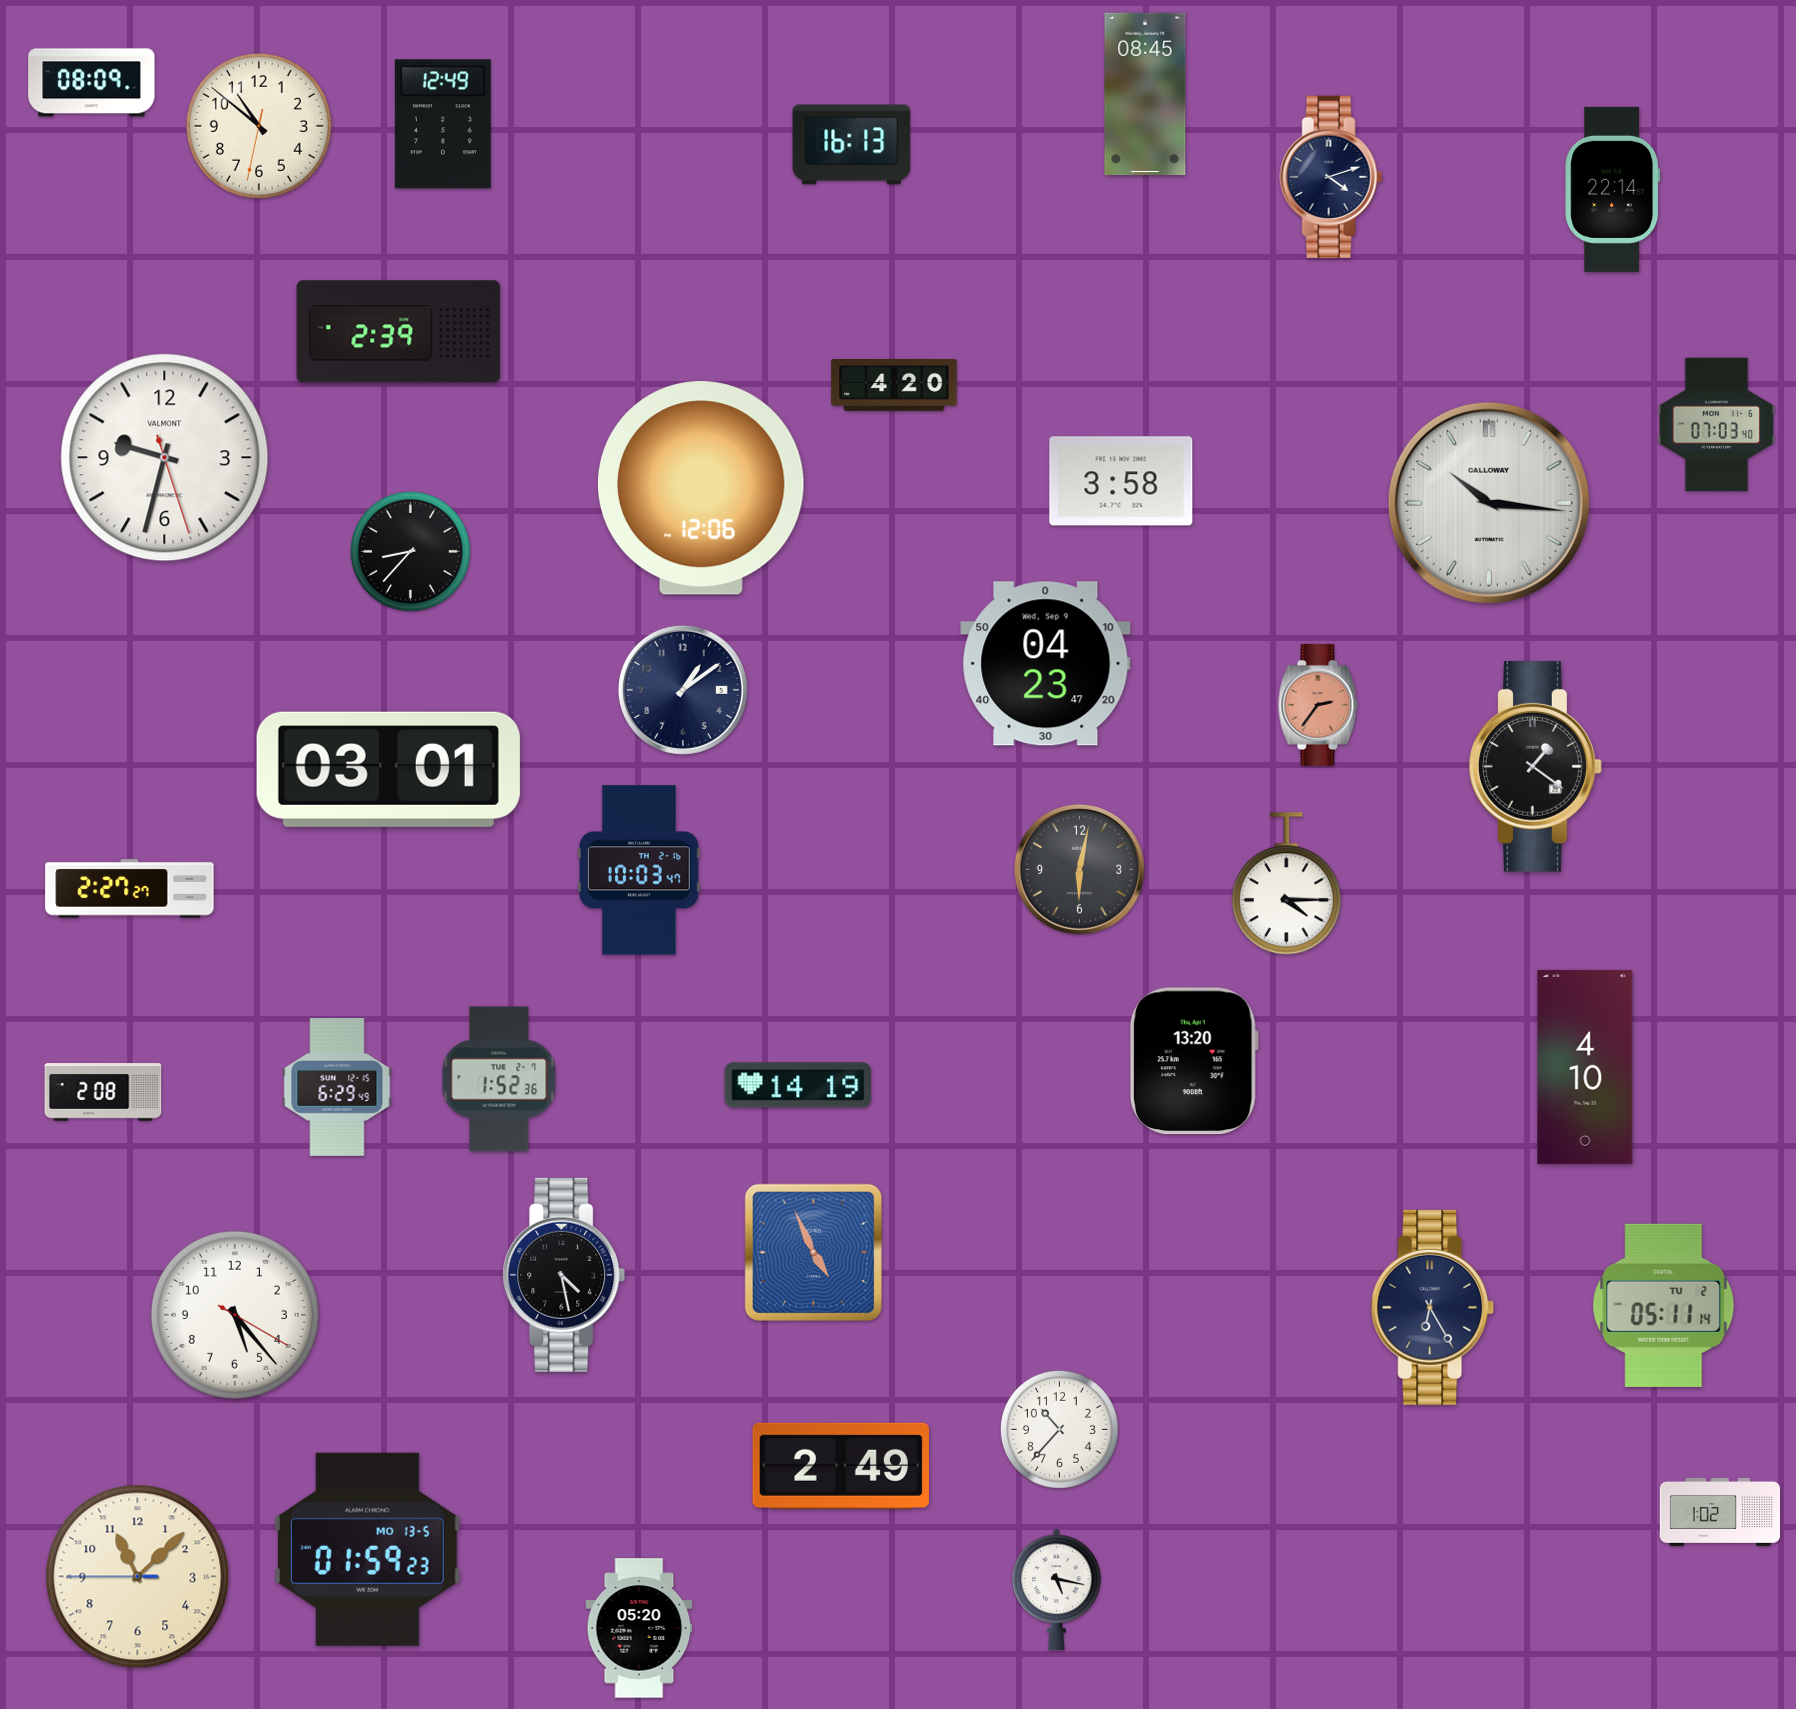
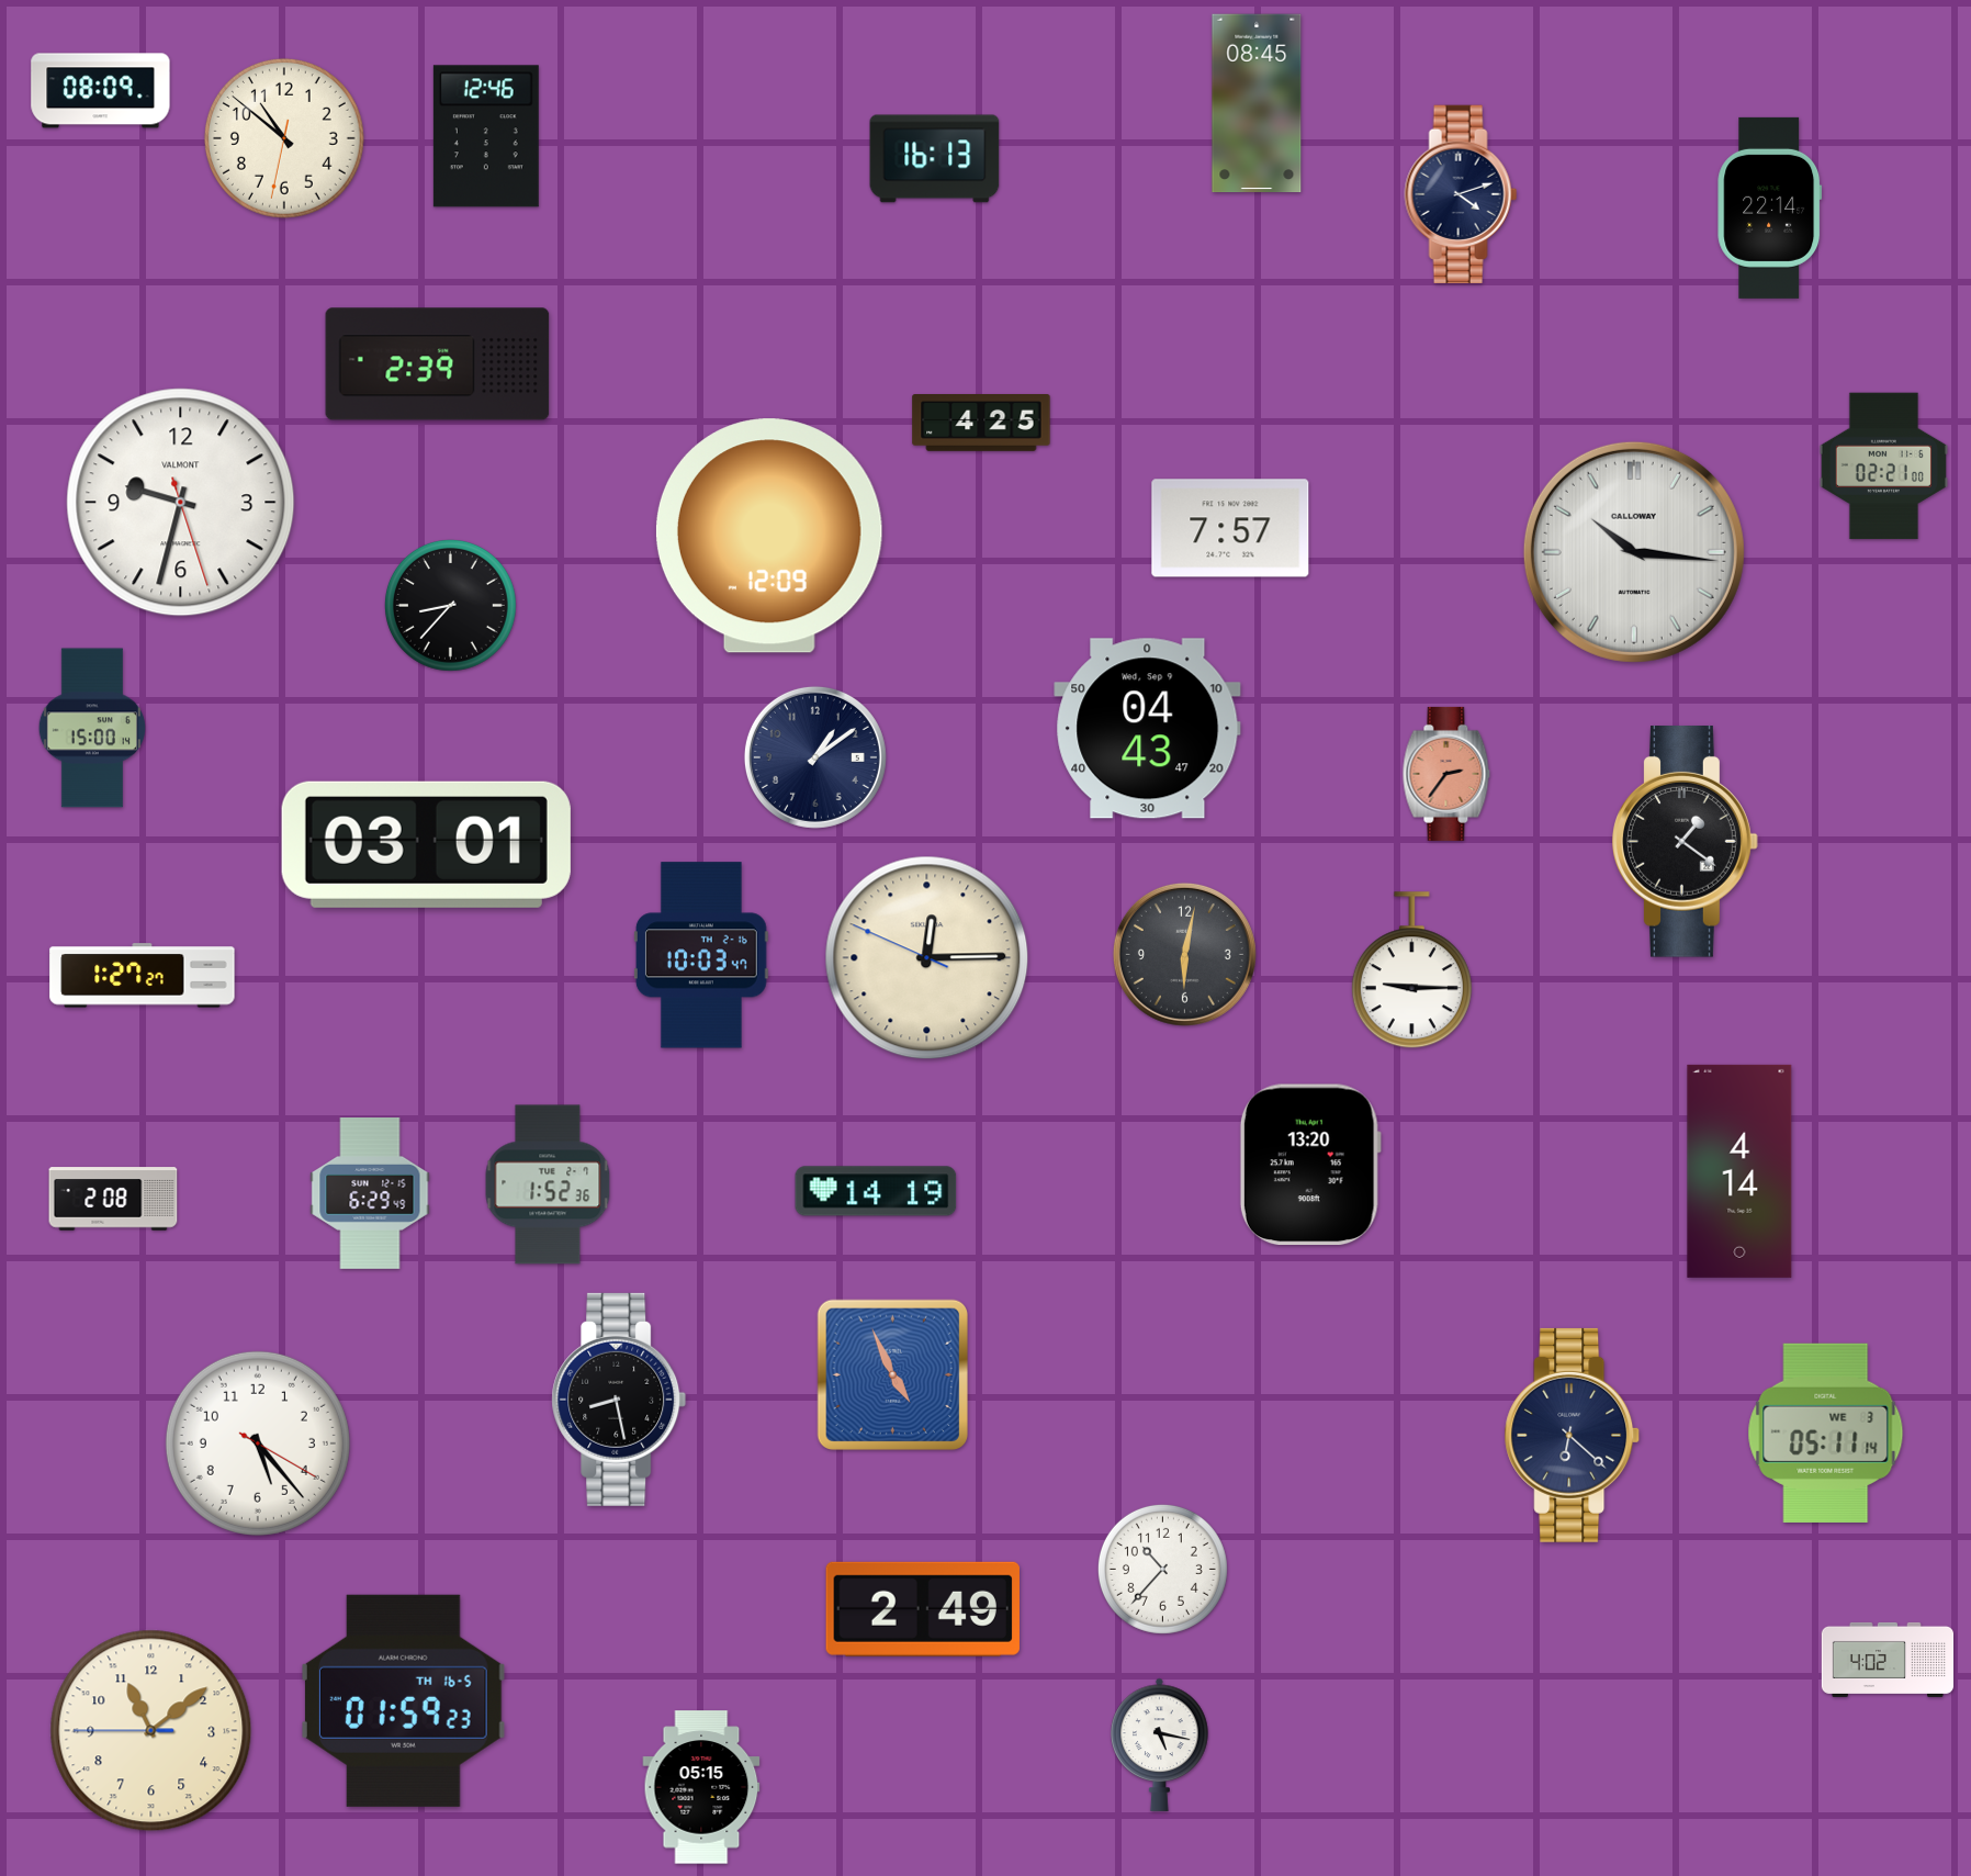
clock at (443, 124): 12:49 -> 12:46
clock at (894, 386): 4:20 -> 4:25
clock at (1716, 425): 07:03 -> 02:21
clock at (1121, 481): 3:58 -> 7:57
clock at (701, 488): 12:06 -> 12:09
clock at (92, 728): none -> 15:00
clock at (1046, 664): 04:23 -> 04:43
clock at (683, 690) position: (683, 690) -> (815, 757)
clock at (927, 958): none -> 12:14
clock at (1286, 884): 4:15 -> 9:15
clock at (130, 889): 2:27 -> 1:27
clock at (1585, 1067): 4:10 -> 4:14
clock at (564, 1275): 4:28 -> 8:28
clock at (1664, 1305) date: TU 2 -> WE 3
clock at (1433, 1307): 6:25 -> 6:22
clock at (1720, 1512): 1:02 -> 4:02
clock at (367, 1549) date: MO 13-5 -> TH 16-5
clock at (138, 1577): 11:07 -> 11:08
clock at (639, 1628): 05:20 -> 05:15
